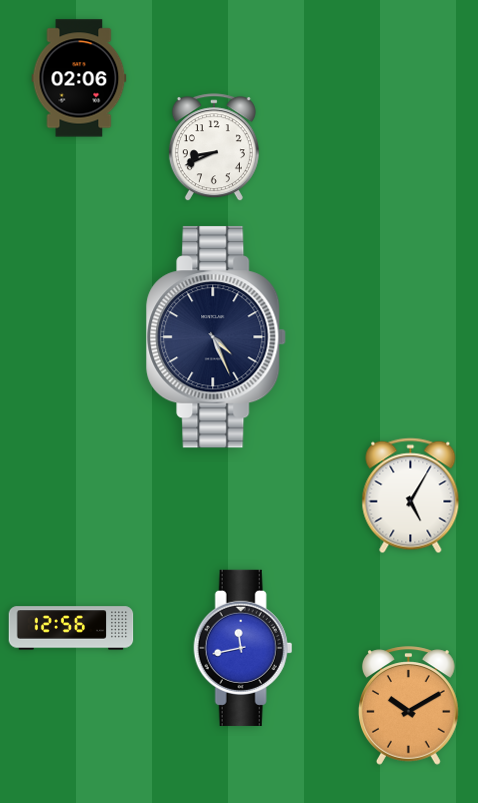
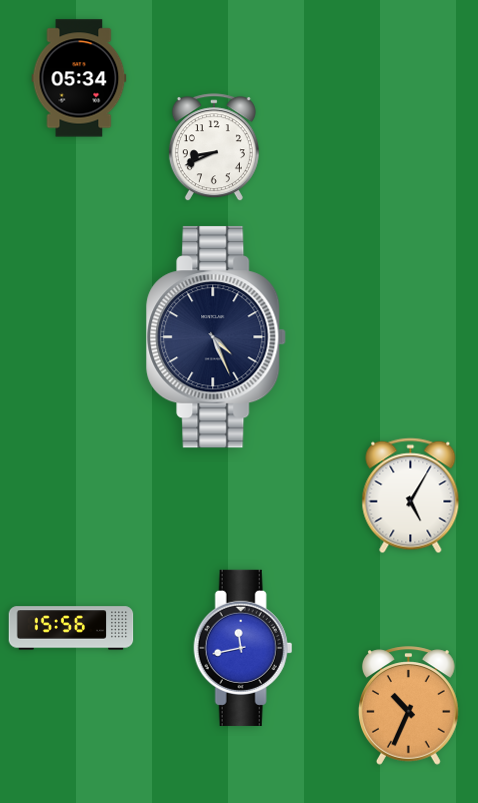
clock at (79, 78): 02:06 -> 05:34
clock at (71, 628): 12:56 -> 15:56
clock at (409, 706): 10:10 -> 10:34
